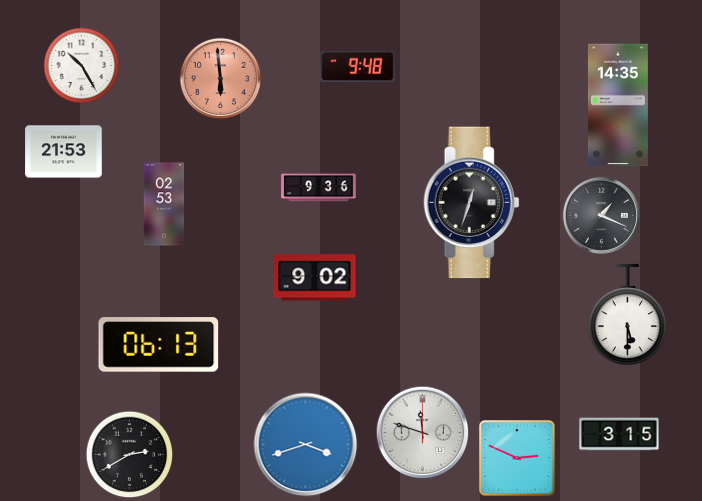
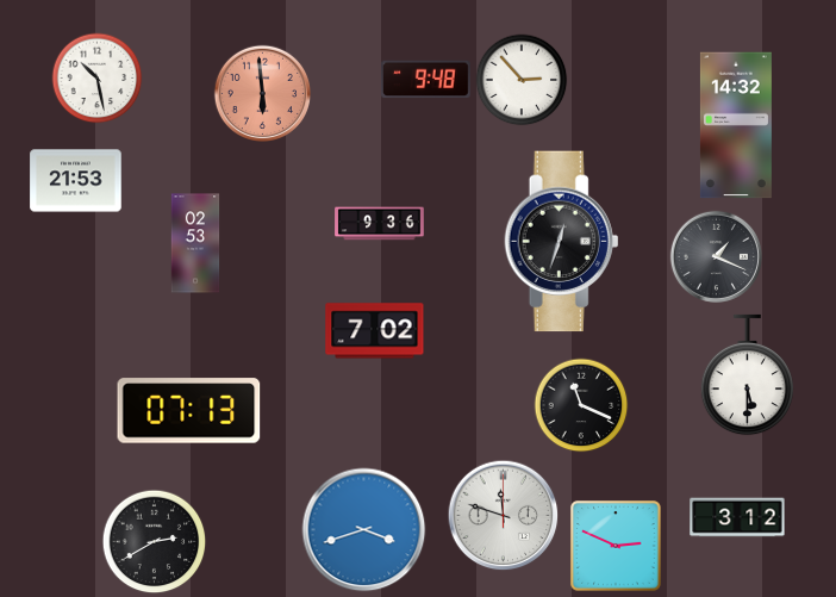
clock at (82, 66): 10:25 -> 10:28
clock at (522, 80): none -> 2:53
clock at (618, 105): 14:35 -> 14:32
clock at (315, 278): 9:02 -> 7:02
clock at (581, 405): none -> 11:19
clock at (159, 345): 06:13 -> 07:13
clock at (619, 434): 3:15 -> 3:12
